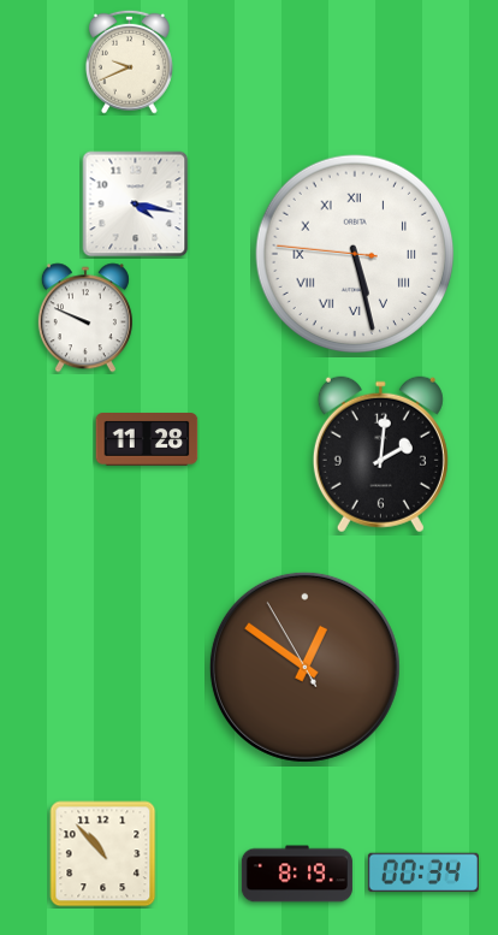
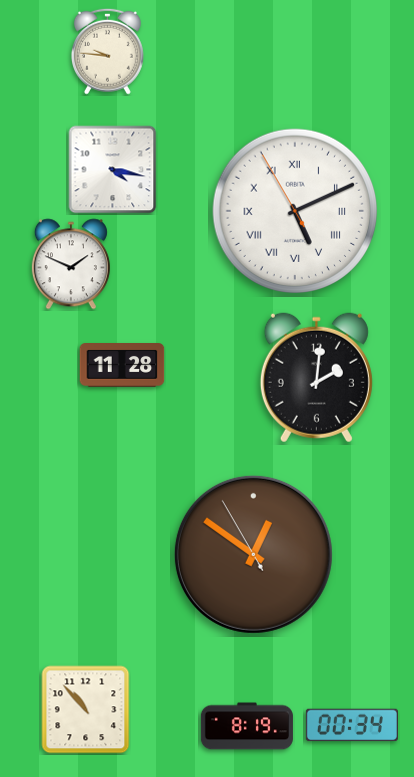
clock at (129, 61): 9:41 -> 9:46
clock at (355, 254): 5:27 -> 5:10
clock at (85, 318): 9:49 -> 1:49
